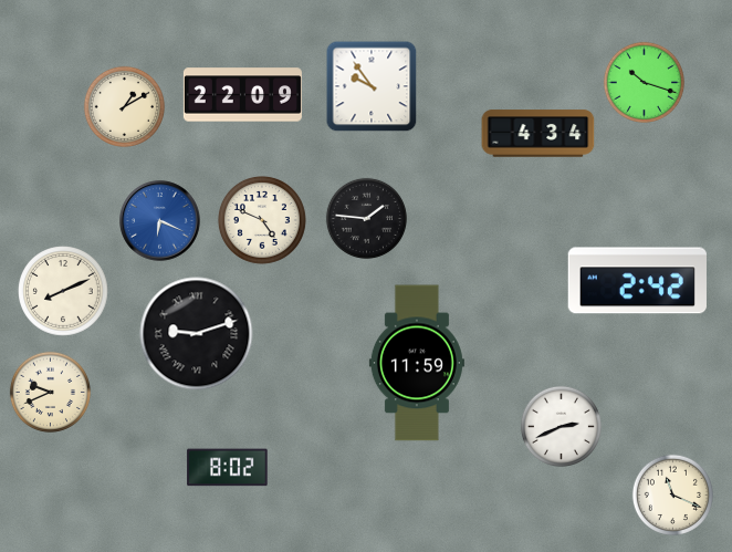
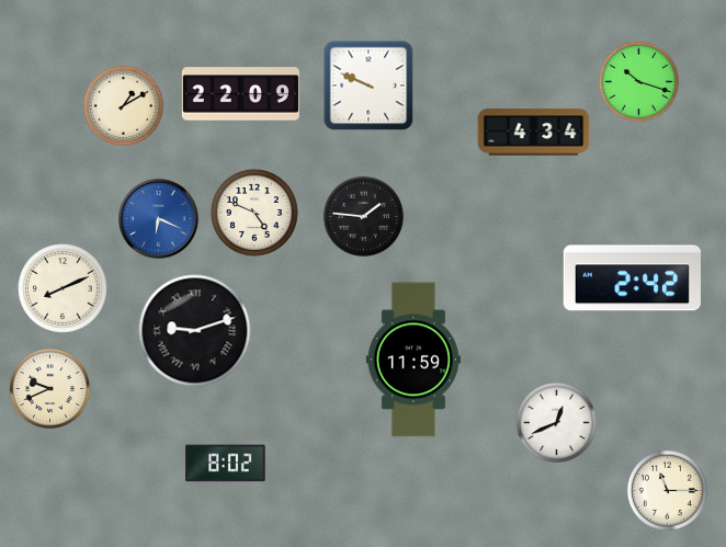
clock at (372, 86): 9:54 -> 9:49
clock at (262, 220) position: (262, 220) -> (254, 213)
clock at (561, 426): 2:41 -> 12:41
clock at (672, 494): 11:19 -> 11:15
